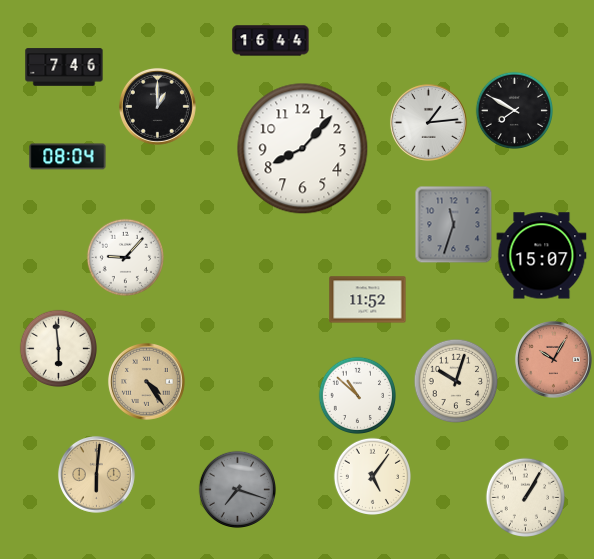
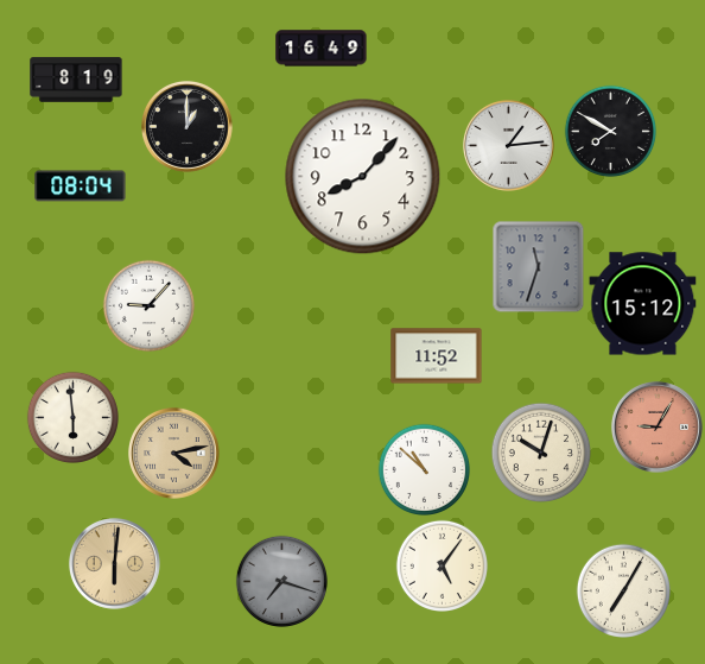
clock at (271, 41): 16:44 -> 16:49
clock at (64, 67): 7:46 -> 8:19
clock at (303, 149) position: (303, 149) -> (363, 177)
clock at (542, 256): 15:07 -> 15:12
clock at (58, 348) position: (58, 348) -> (72, 417)
clock at (553, 359): 10:05 -> 9:05
clock at (146, 381): 4:24 -> 4:13
clock at (525, 497): 1:05 -> 7:05
